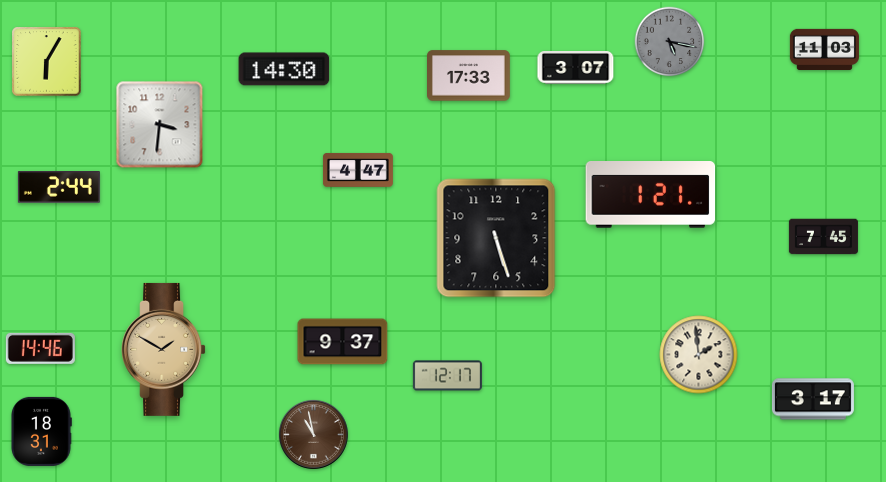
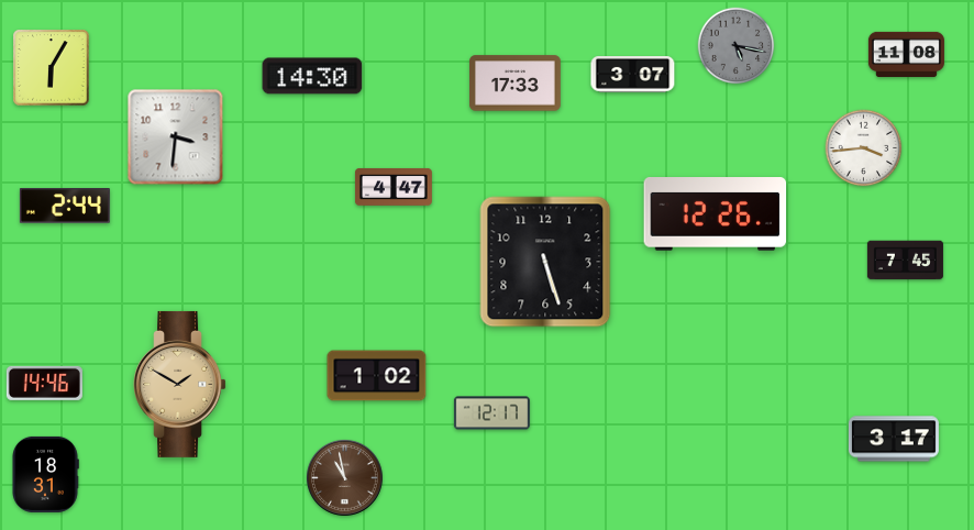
clock at (824, 49): 11:03 -> 11:08
clock at (864, 148): none -> 3:44
clock at (651, 195): 1:21 -> 12:26
clock at (343, 342): 9:37 -> 1:02
clock at (699, 355): 1:59 -> none
